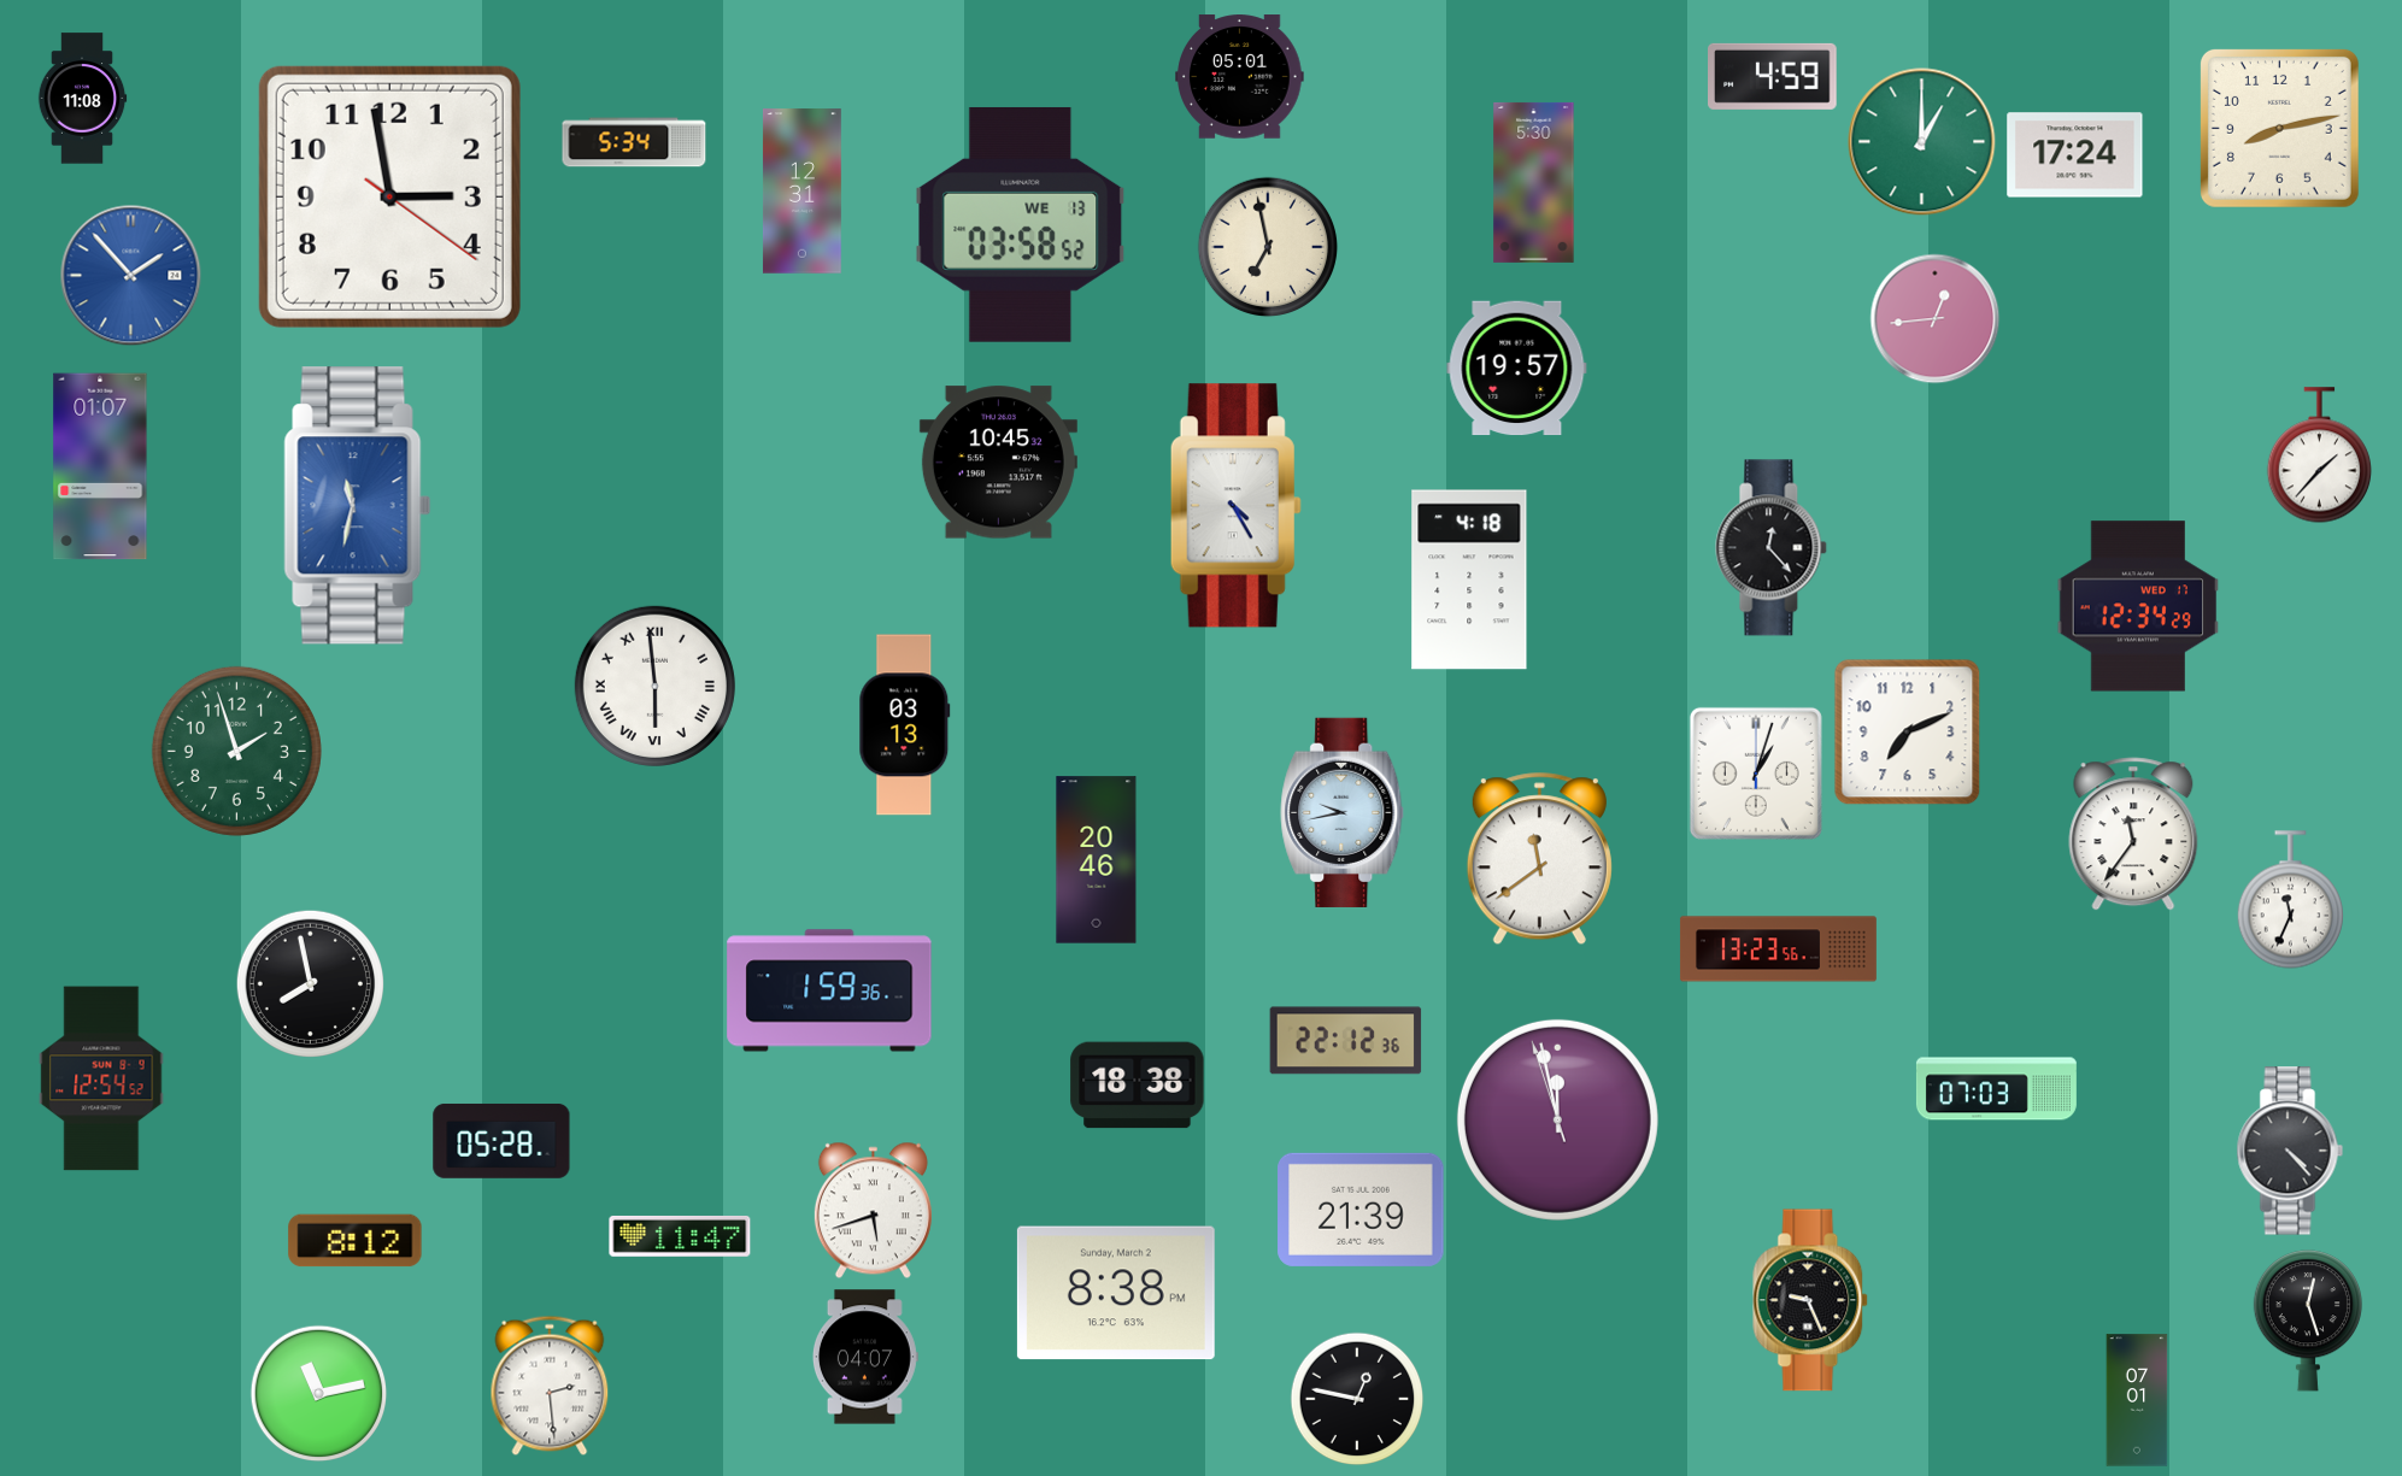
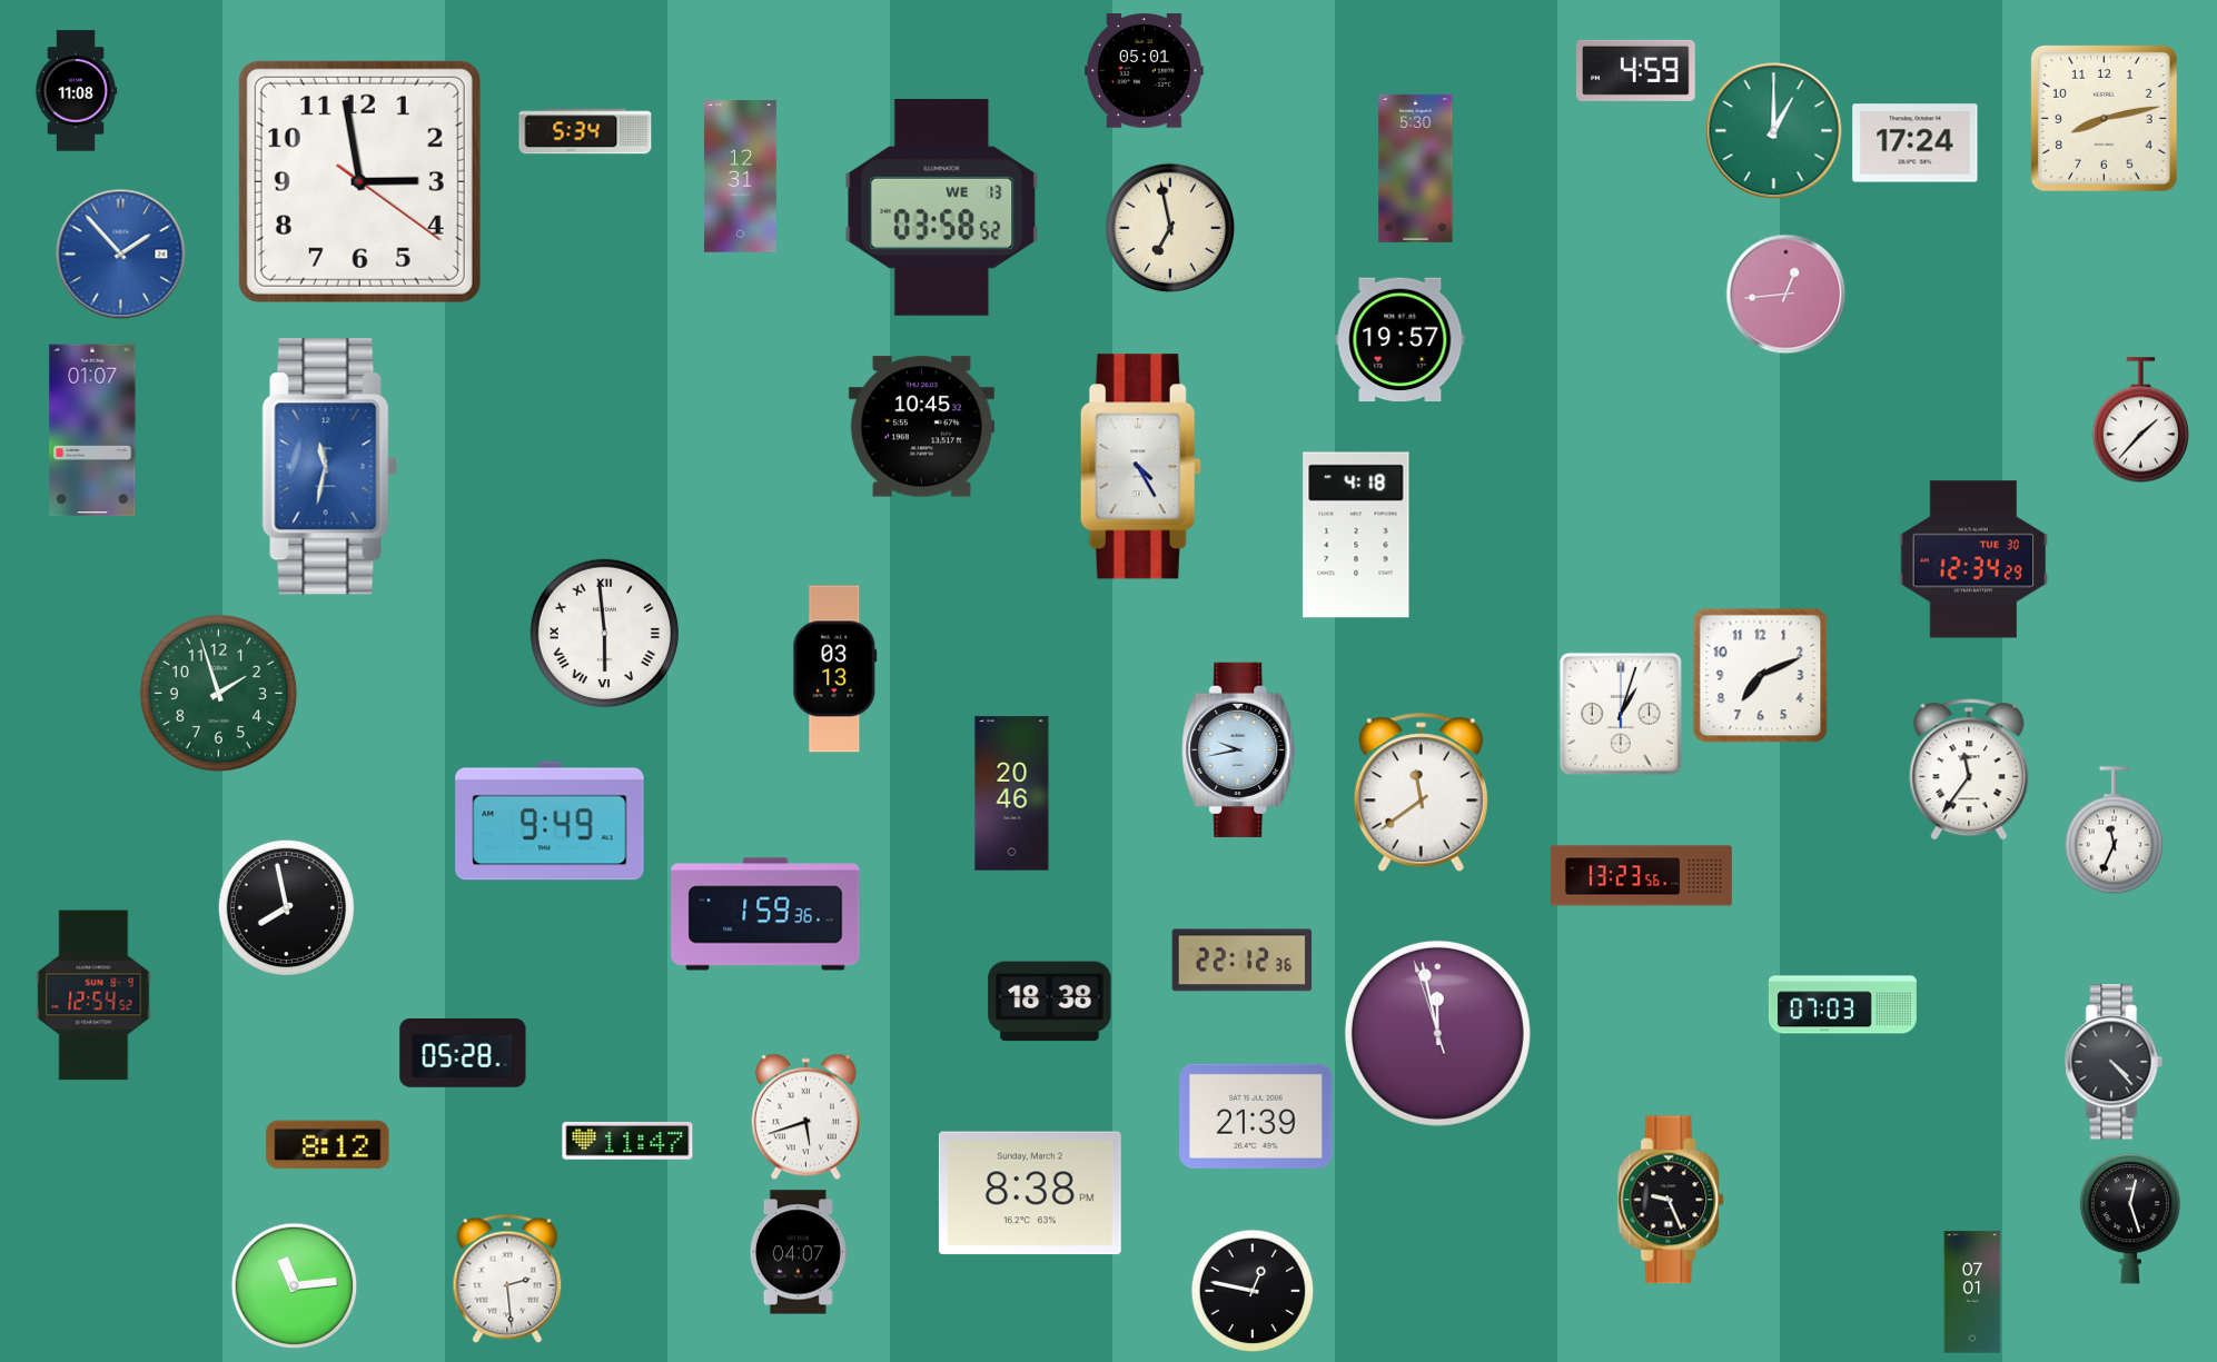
clock at (1772, 548): 12:23 -> none
clock at (2138, 606) date: WED 17 -> TUE 30
clock at (550, 821): none -> 9:49
clock at (319, 1394): 11:13 -> 11:14
